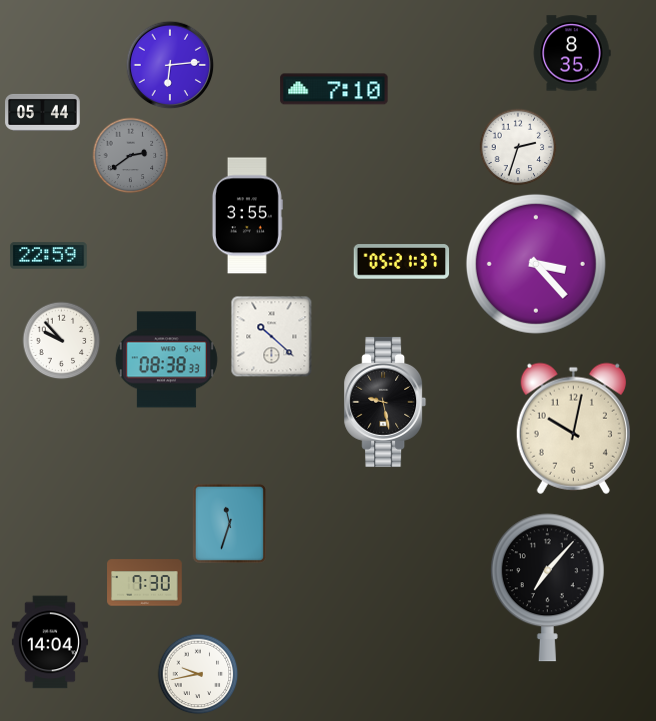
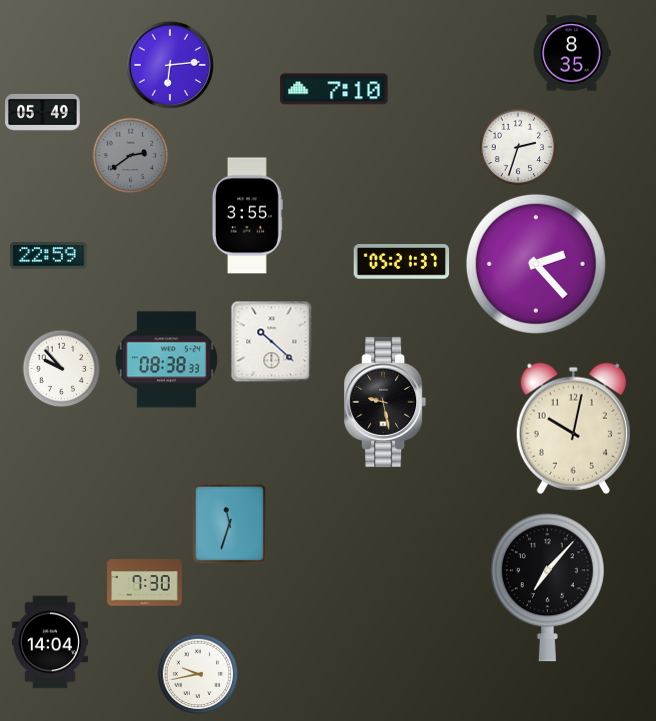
clock at (43, 112): 05:44 -> 05:49
clock at (536, 264): 3:23 -> 2:23
clock at (272, 337) position: (272, 337) -> (272, 342)
clock at (62, 341) position: (62, 341) -> (62, 369)
